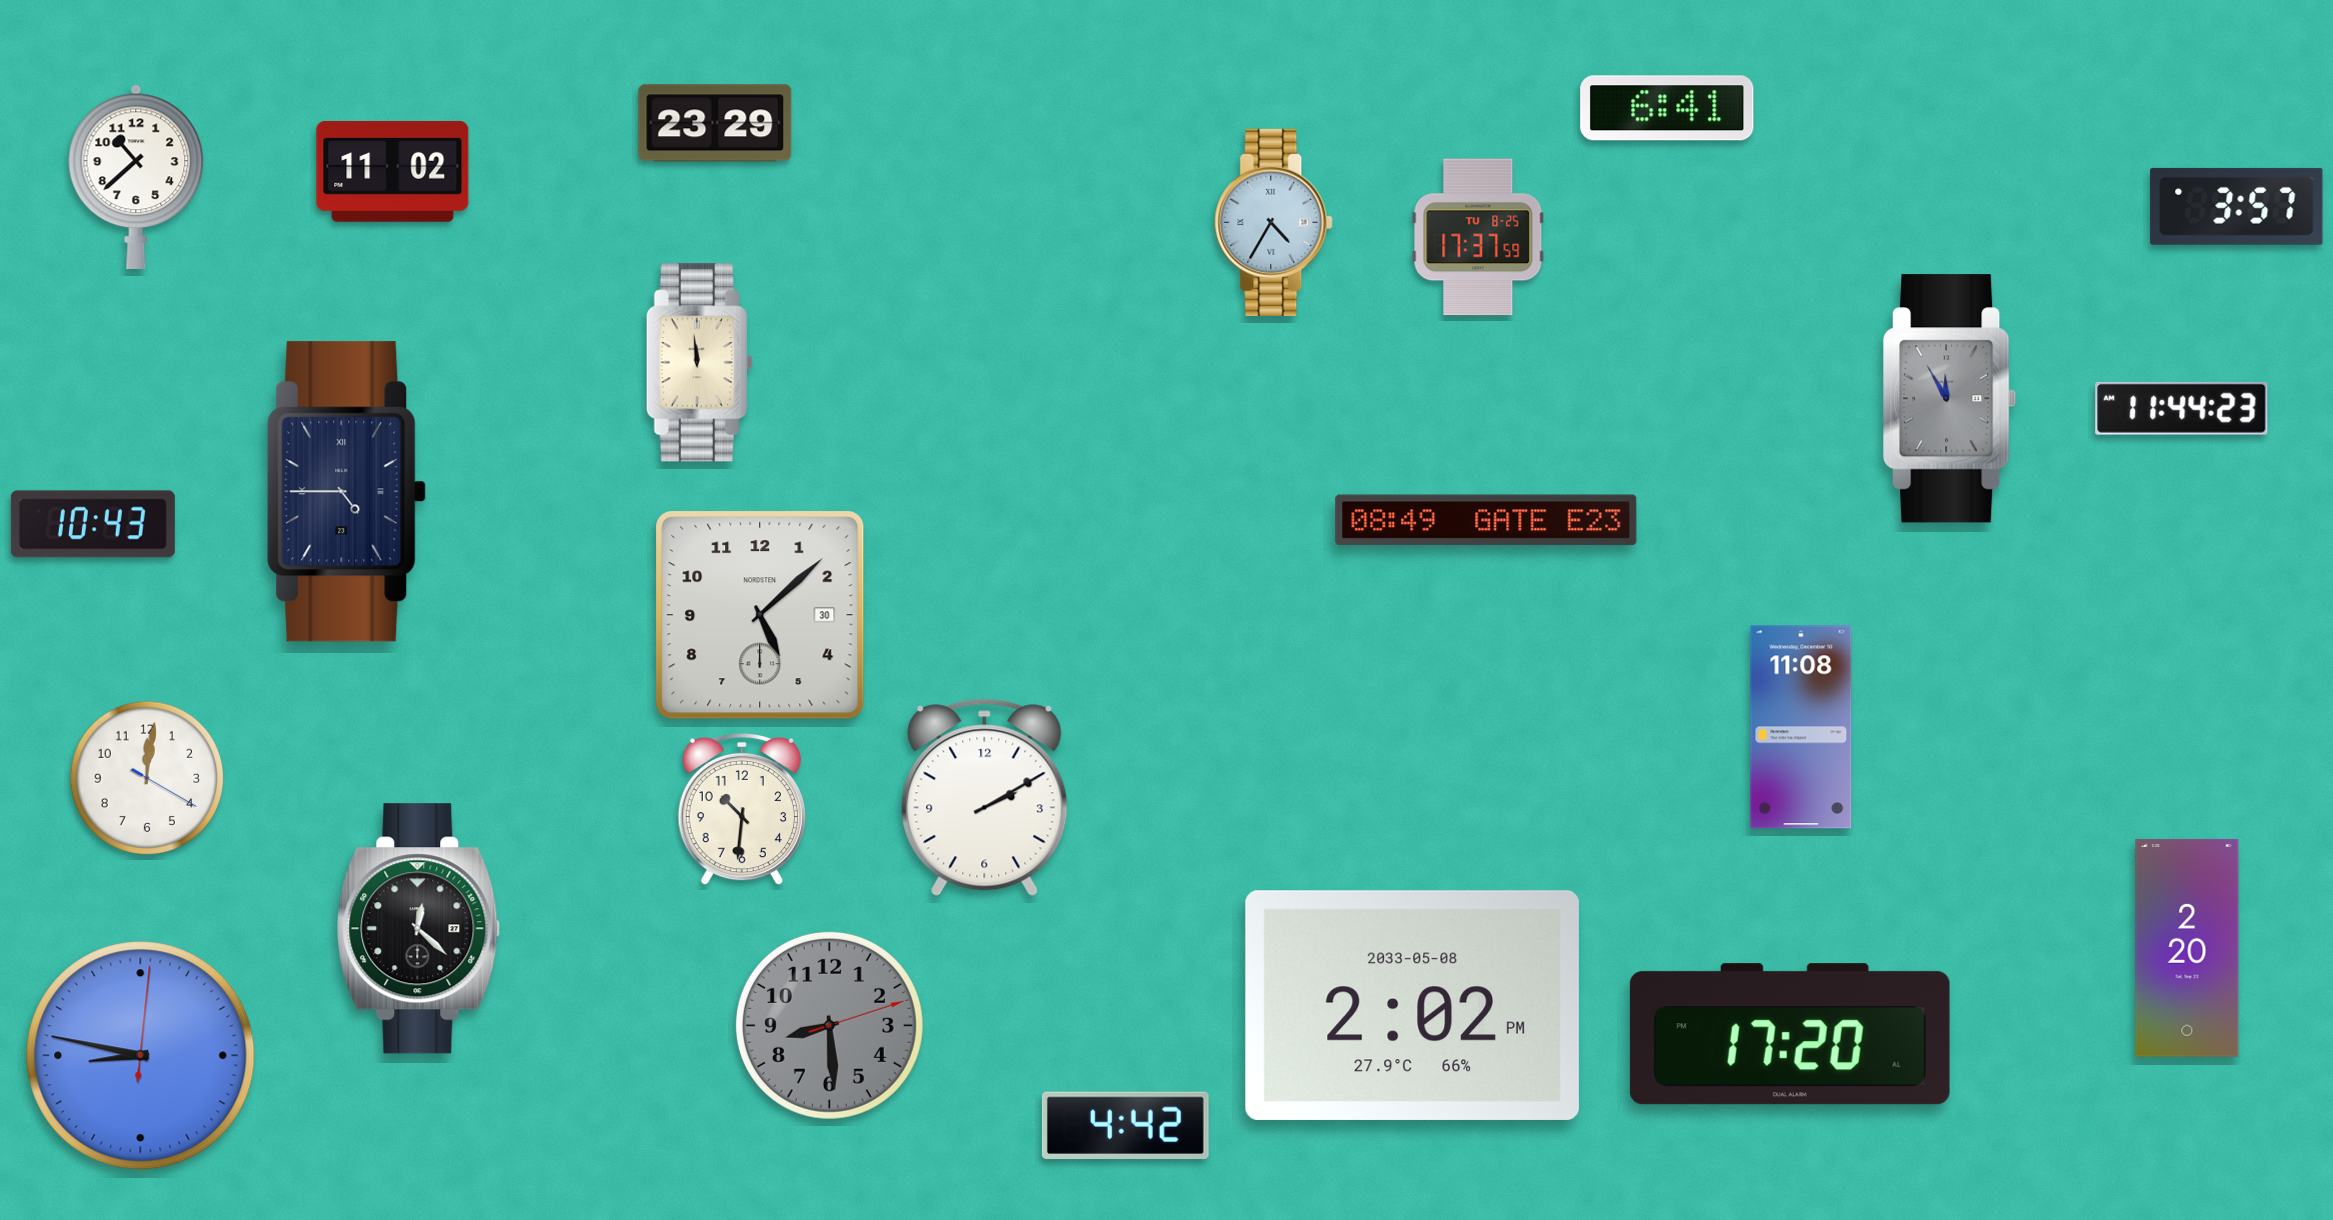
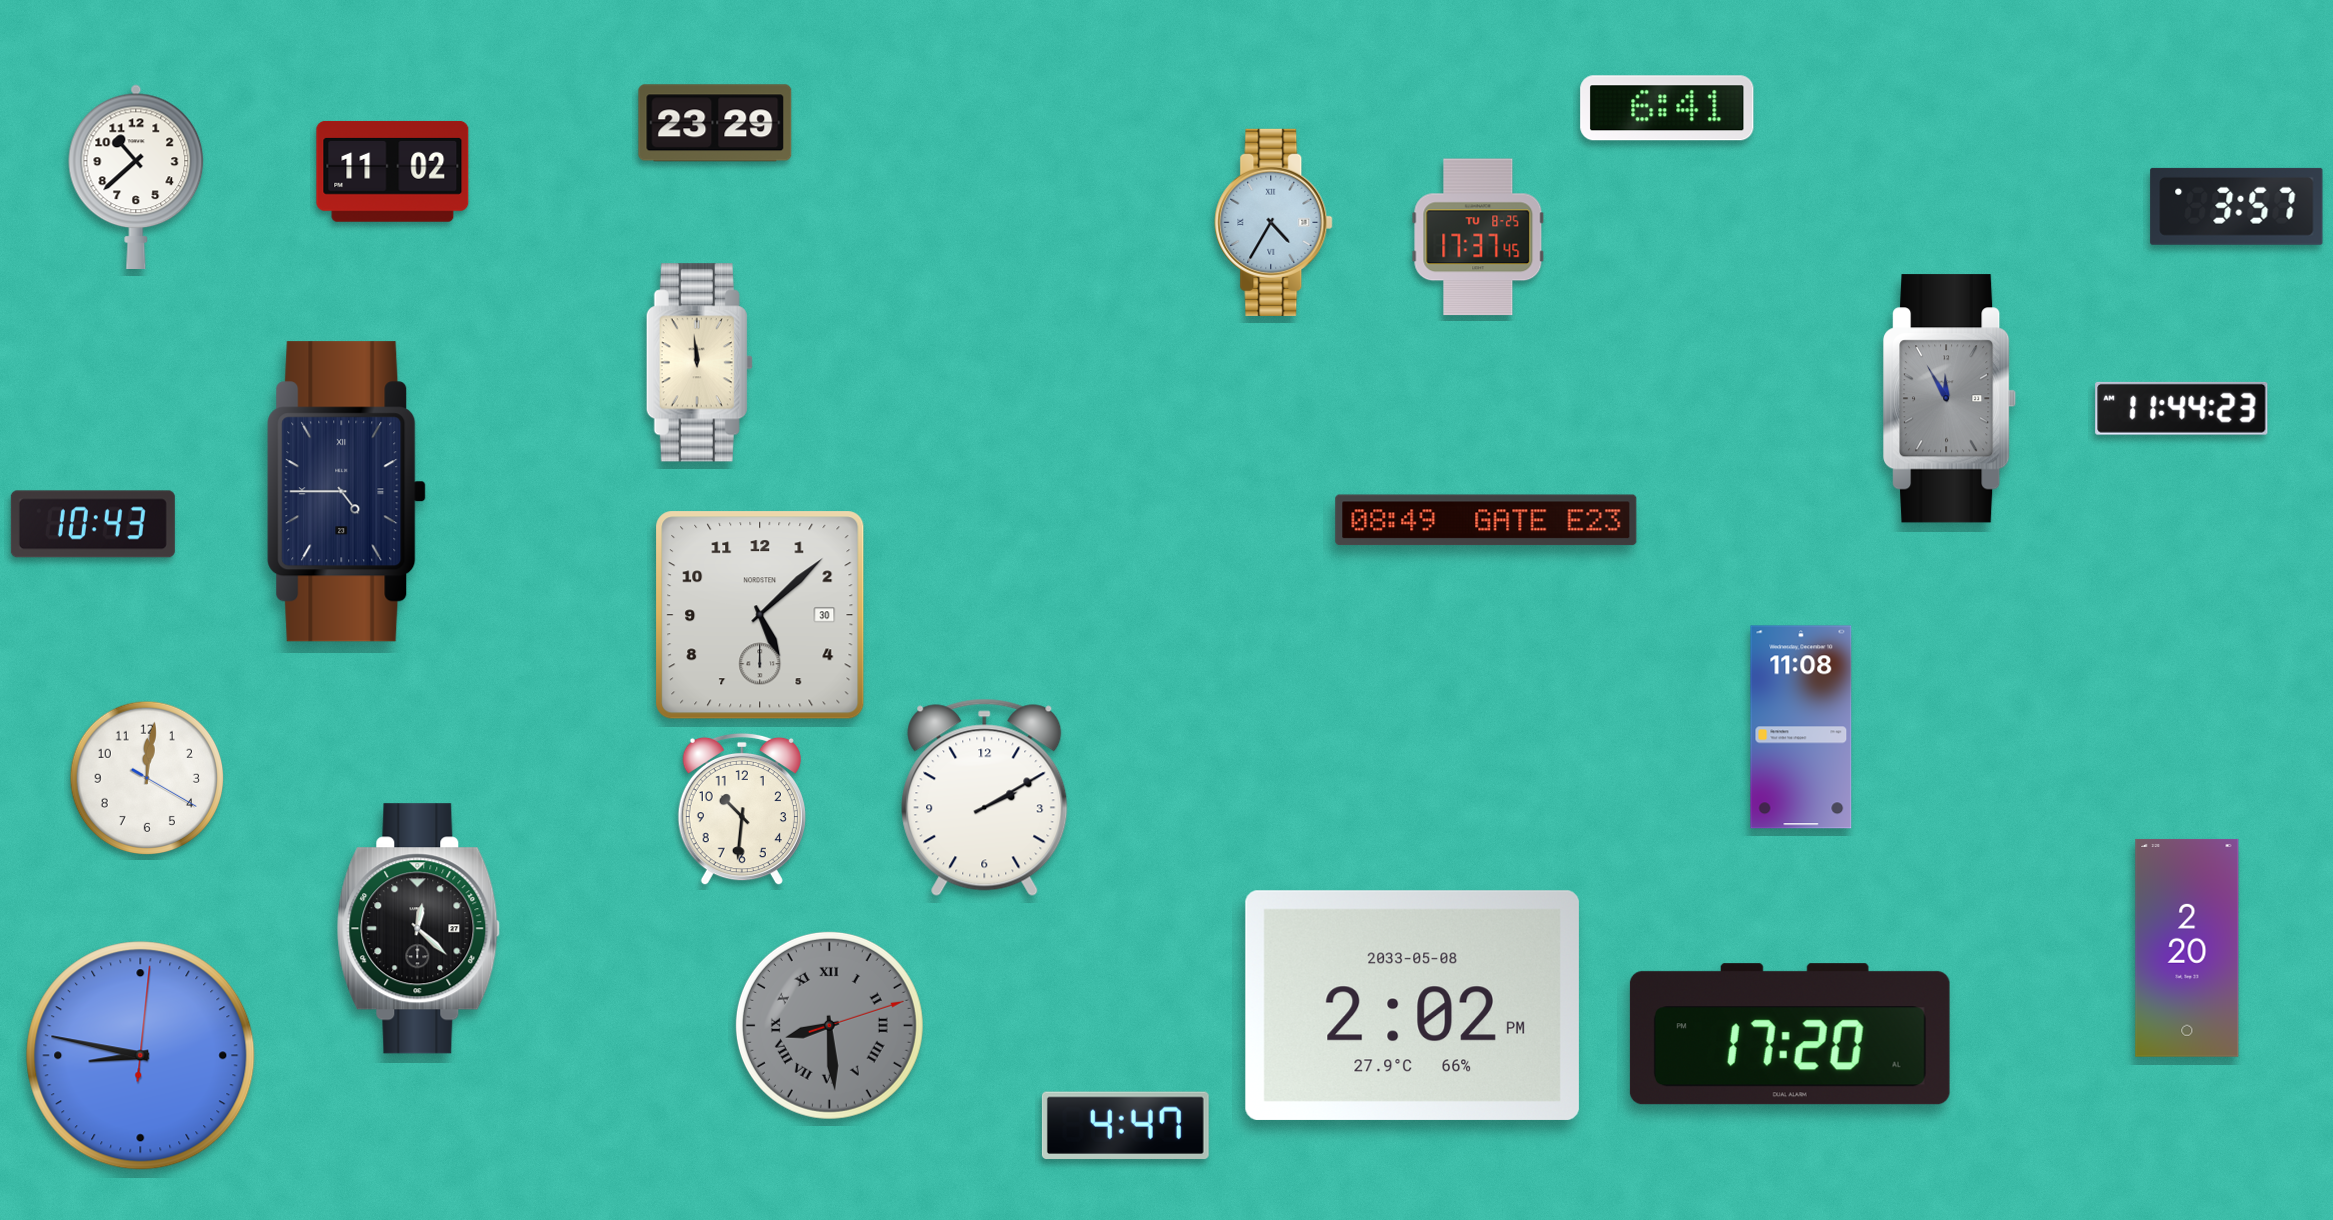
clock at (1478, 237): 17:37:59 -> 17:37:45
clock at (829, 1025) numerals: Arabic -> Roman
clock at (1125, 1126): 4:42 -> 4:47
